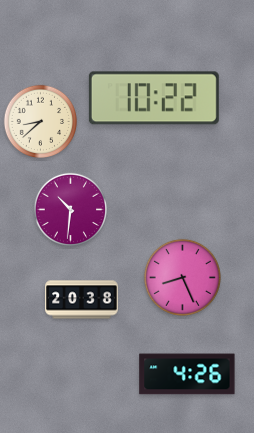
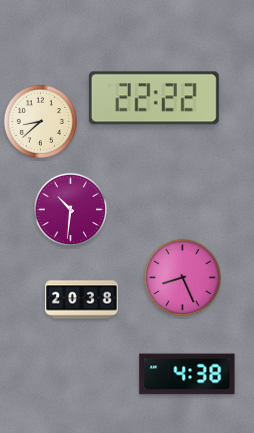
clock at (154, 98): 10:22 -> 22:22
clock at (187, 374): 4:26 -> 4:38
